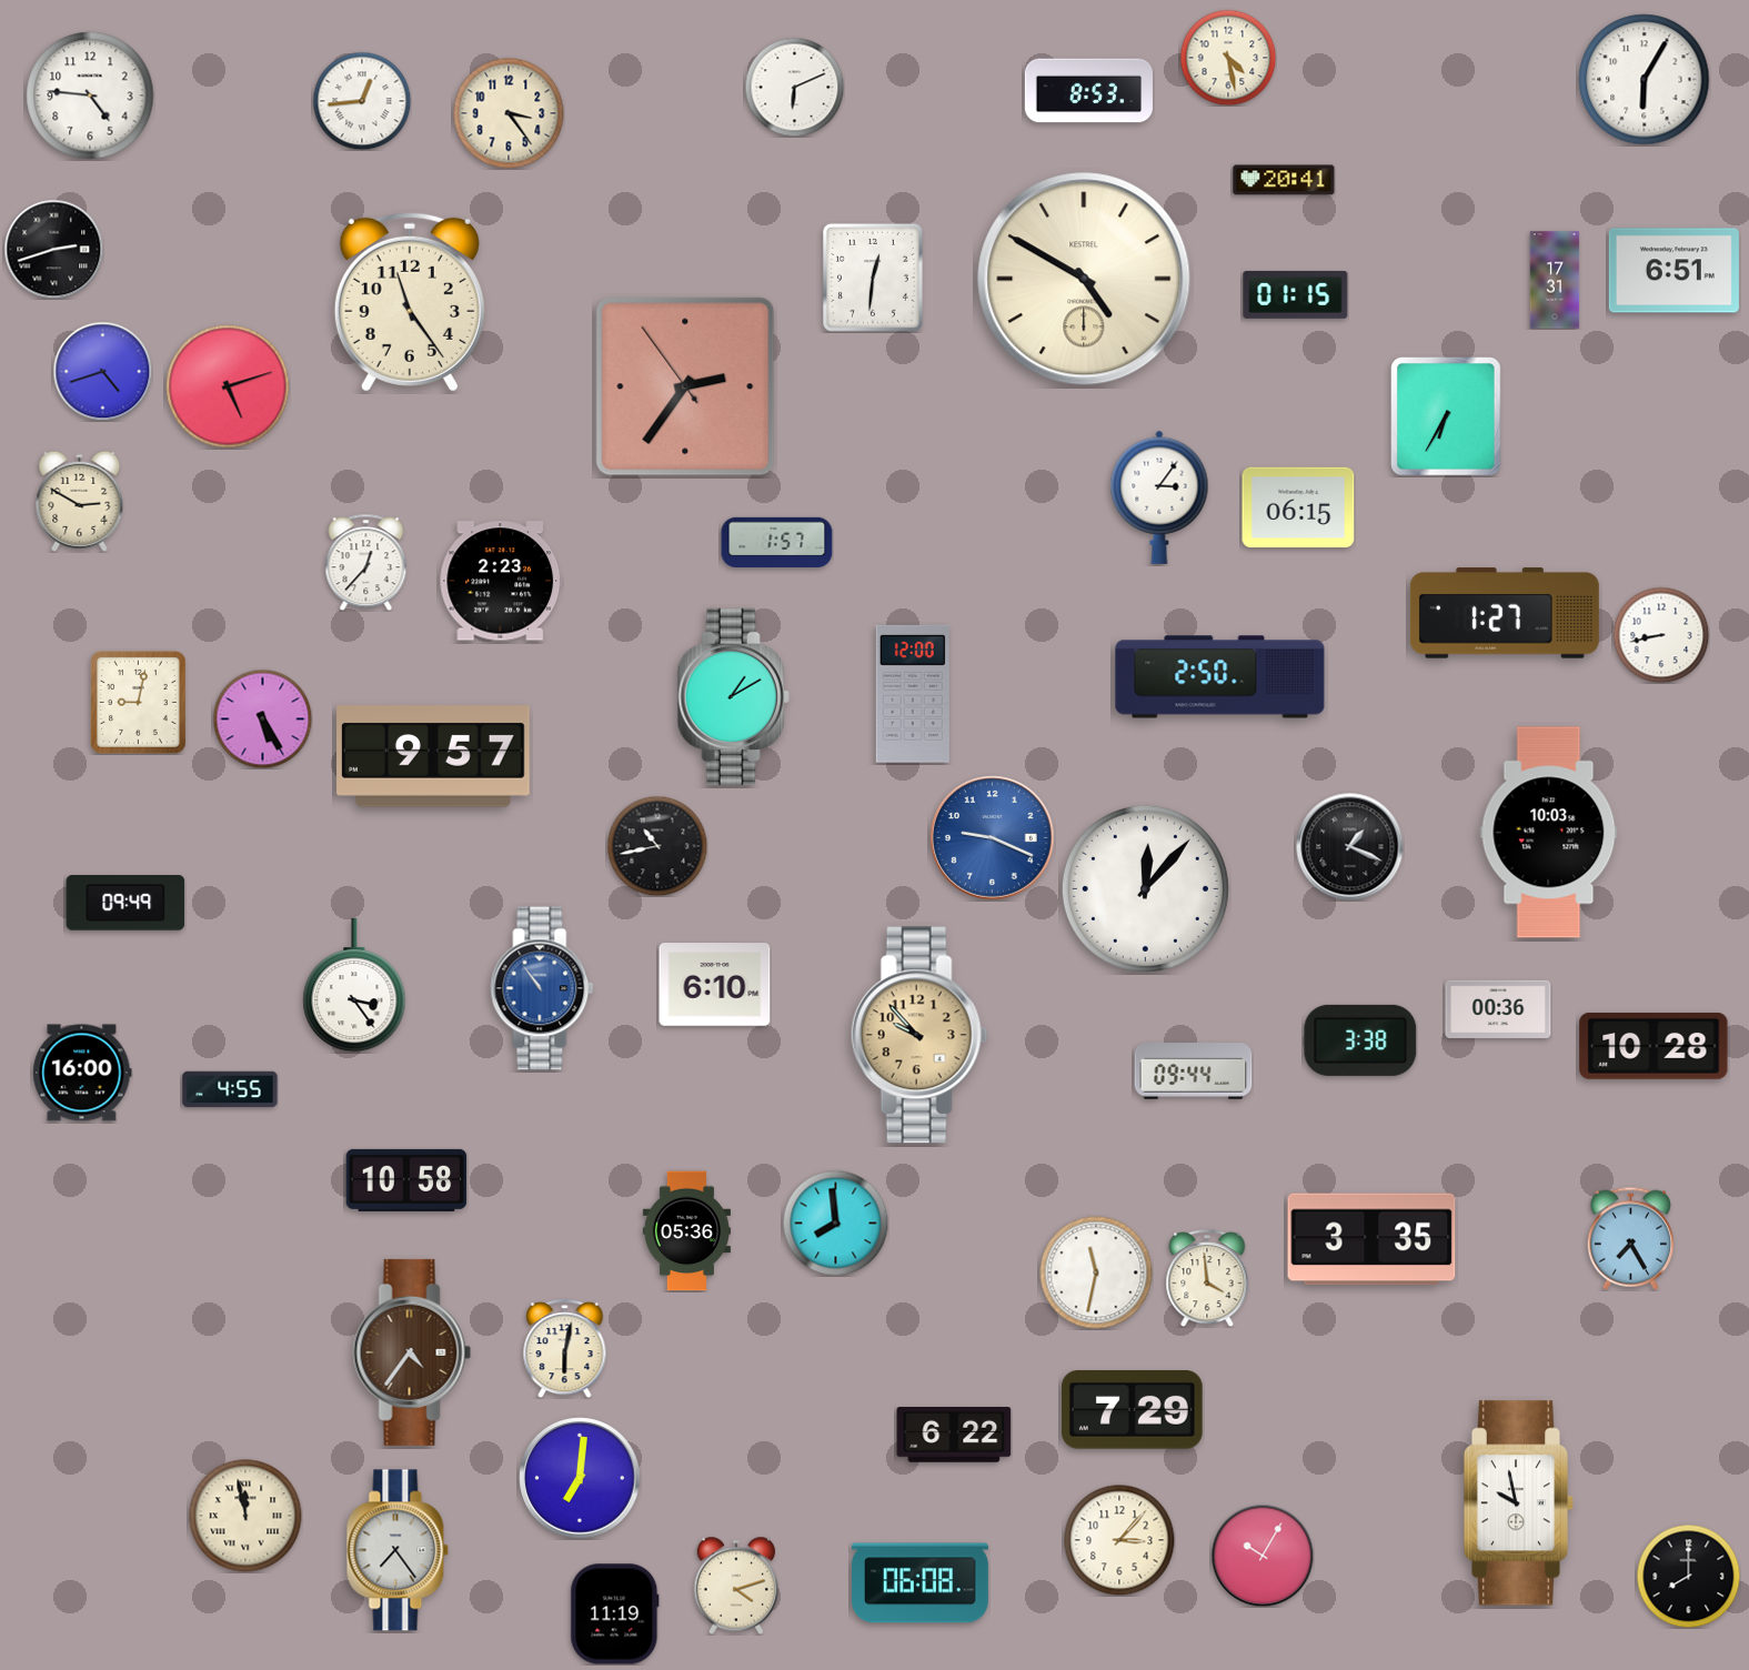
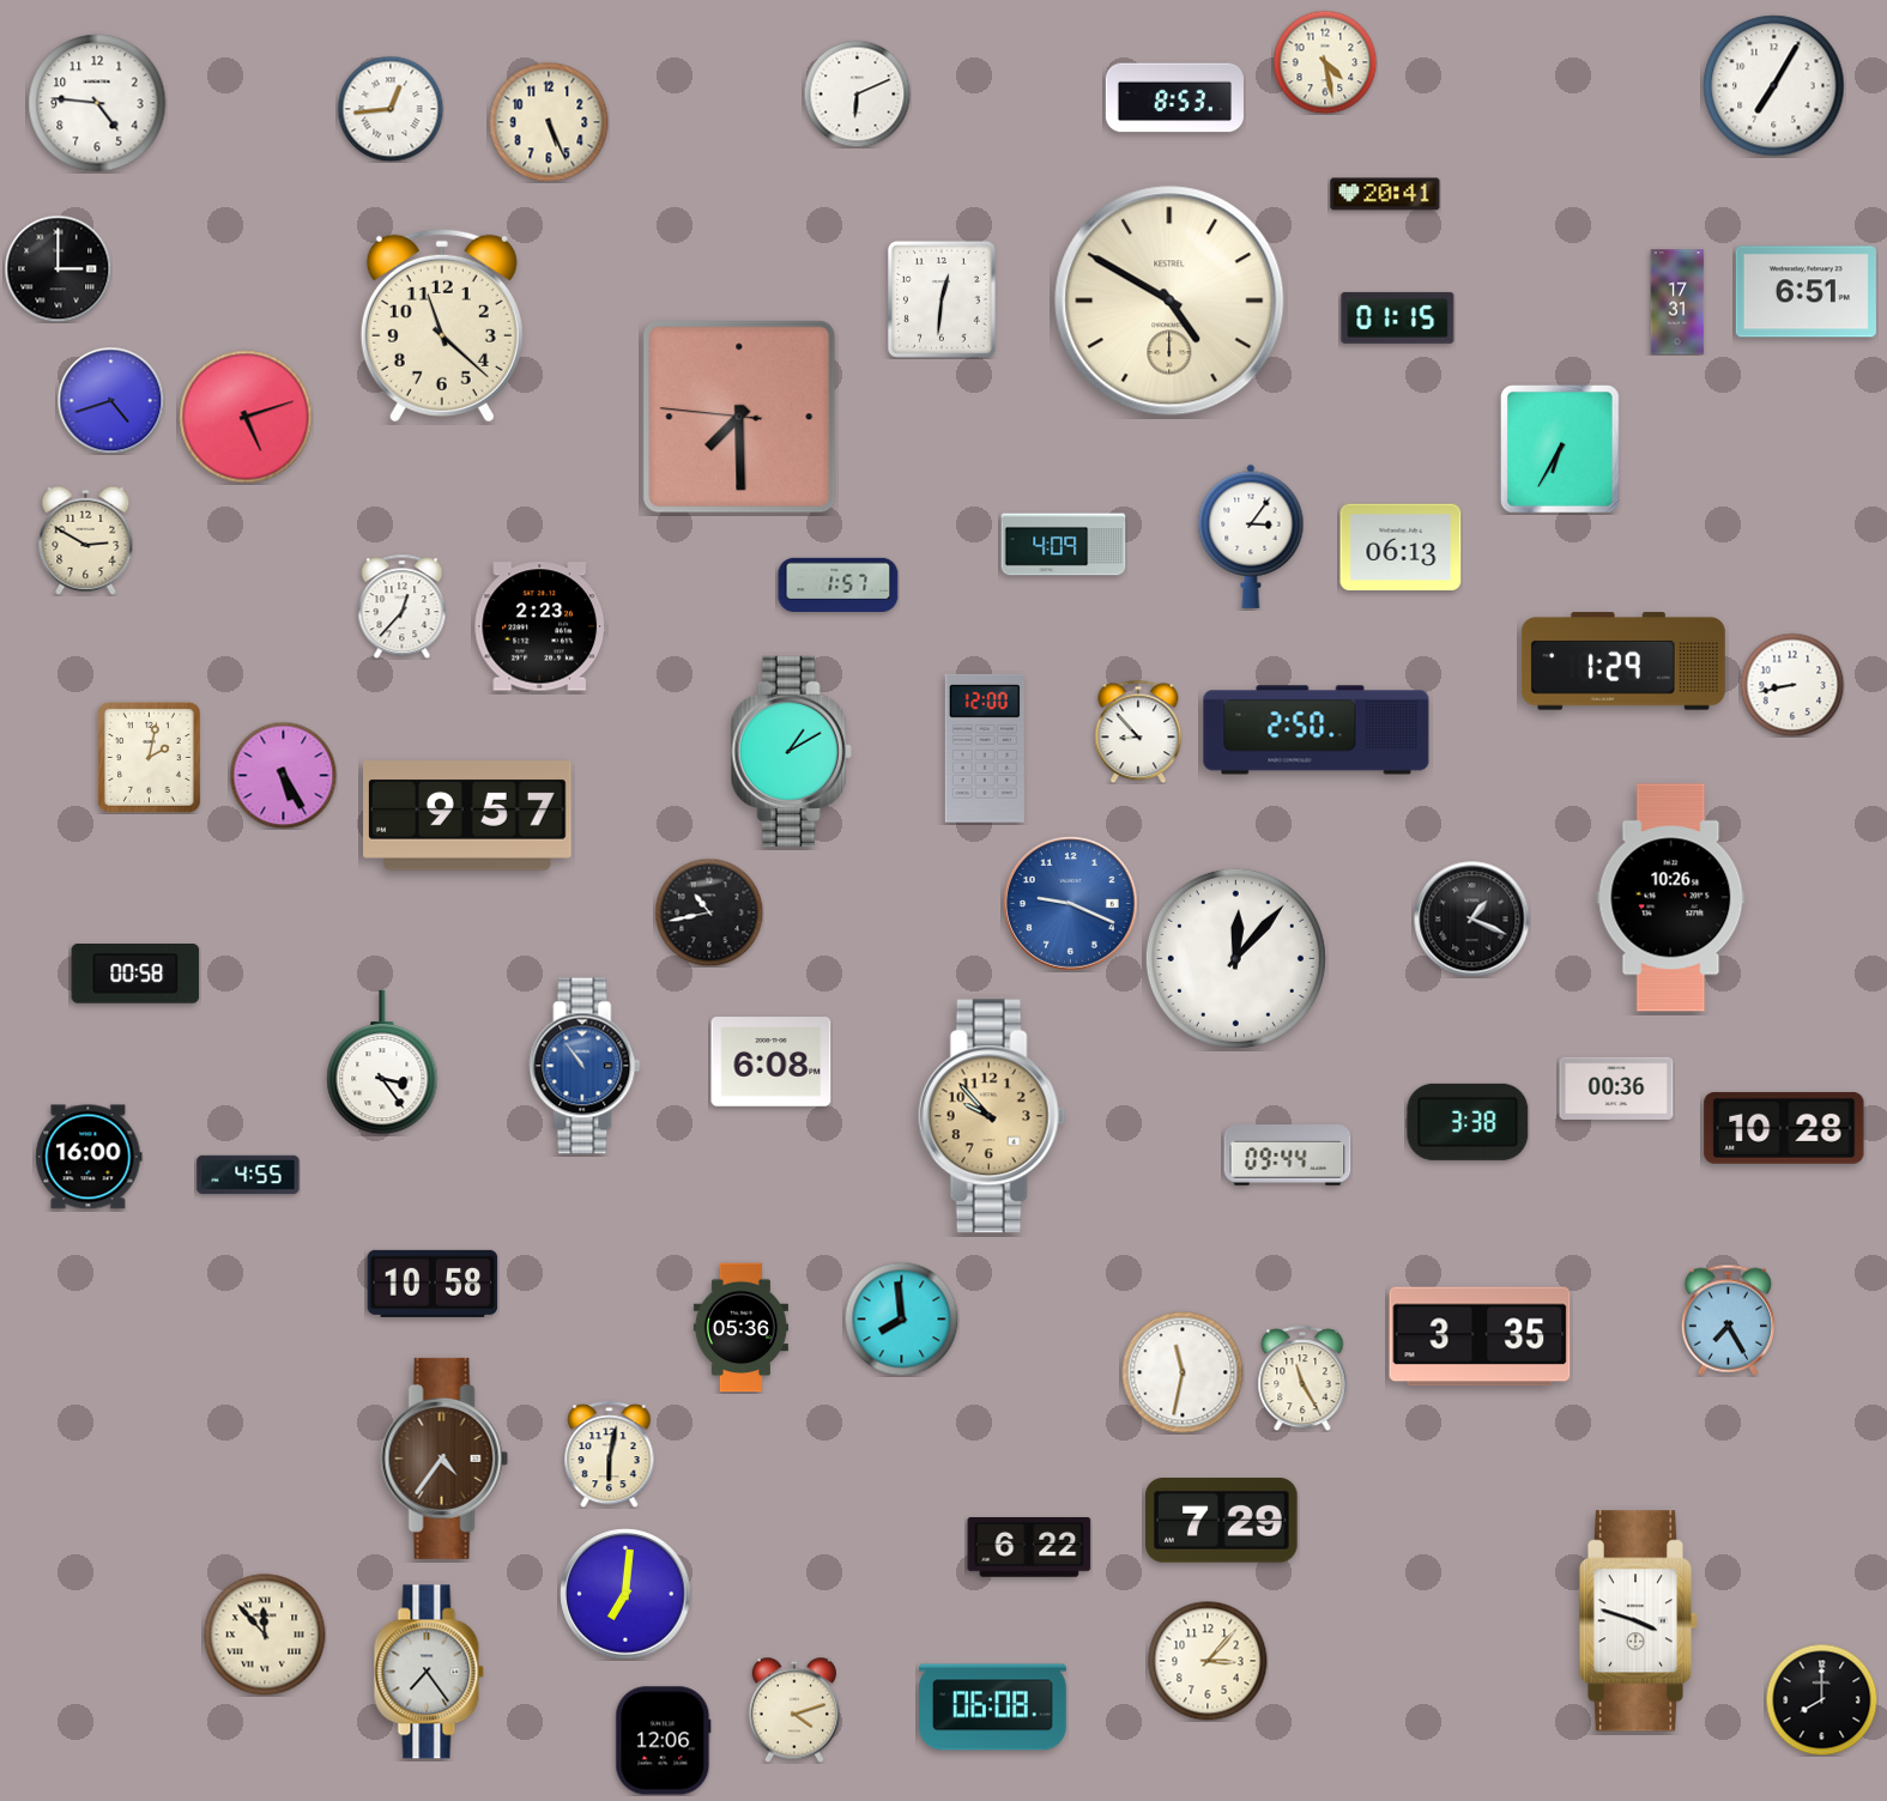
clock at (1645, 80): 6:05 -> 7:05
clock at (509, 113): 3:24 -> 5:26
clock at (53, 249): 2:42 -> 3:00
clock at (410, 302): 11:24 -> 11:22
clock at (685, 386): 2:35 -> 7:29
clock at (1064, 545): none -> 4:09
clock at (1298, 507): 06:15 -> 06:13
clock at (366, 562) position: (366, 562) -> (403, 606)
clock at (1505, 613): 1:27 -> 1:29
clock at (1138, 732): none -> 8:53
clock at (138, 702): 9:02 -> 2:02
clock at (1549, 833): 10:03 -> 10:26
clock at (1350, 847) position: (1350, 847) -> (1472, 920)
clock at (125, 903): 09:49 -> 00:58
clock at (715, 985): 6:10 -> 6:08
clock at (406, 1180) position: (406, 1180) -> (433, 1284)
clock at (1630, 1238) position: (1630, 1238) -> (1728, 1320)
clock at (1207, 1278): 3:59 -> 11:25
clock at (1519, 1503): 9:58 -> 3:48
clock at (245, 1516): 11:58 -> 11:53
clock at (1263, 1556): 10:05 -> none
clock at (615, 1614): 11:19 -> 12:06
